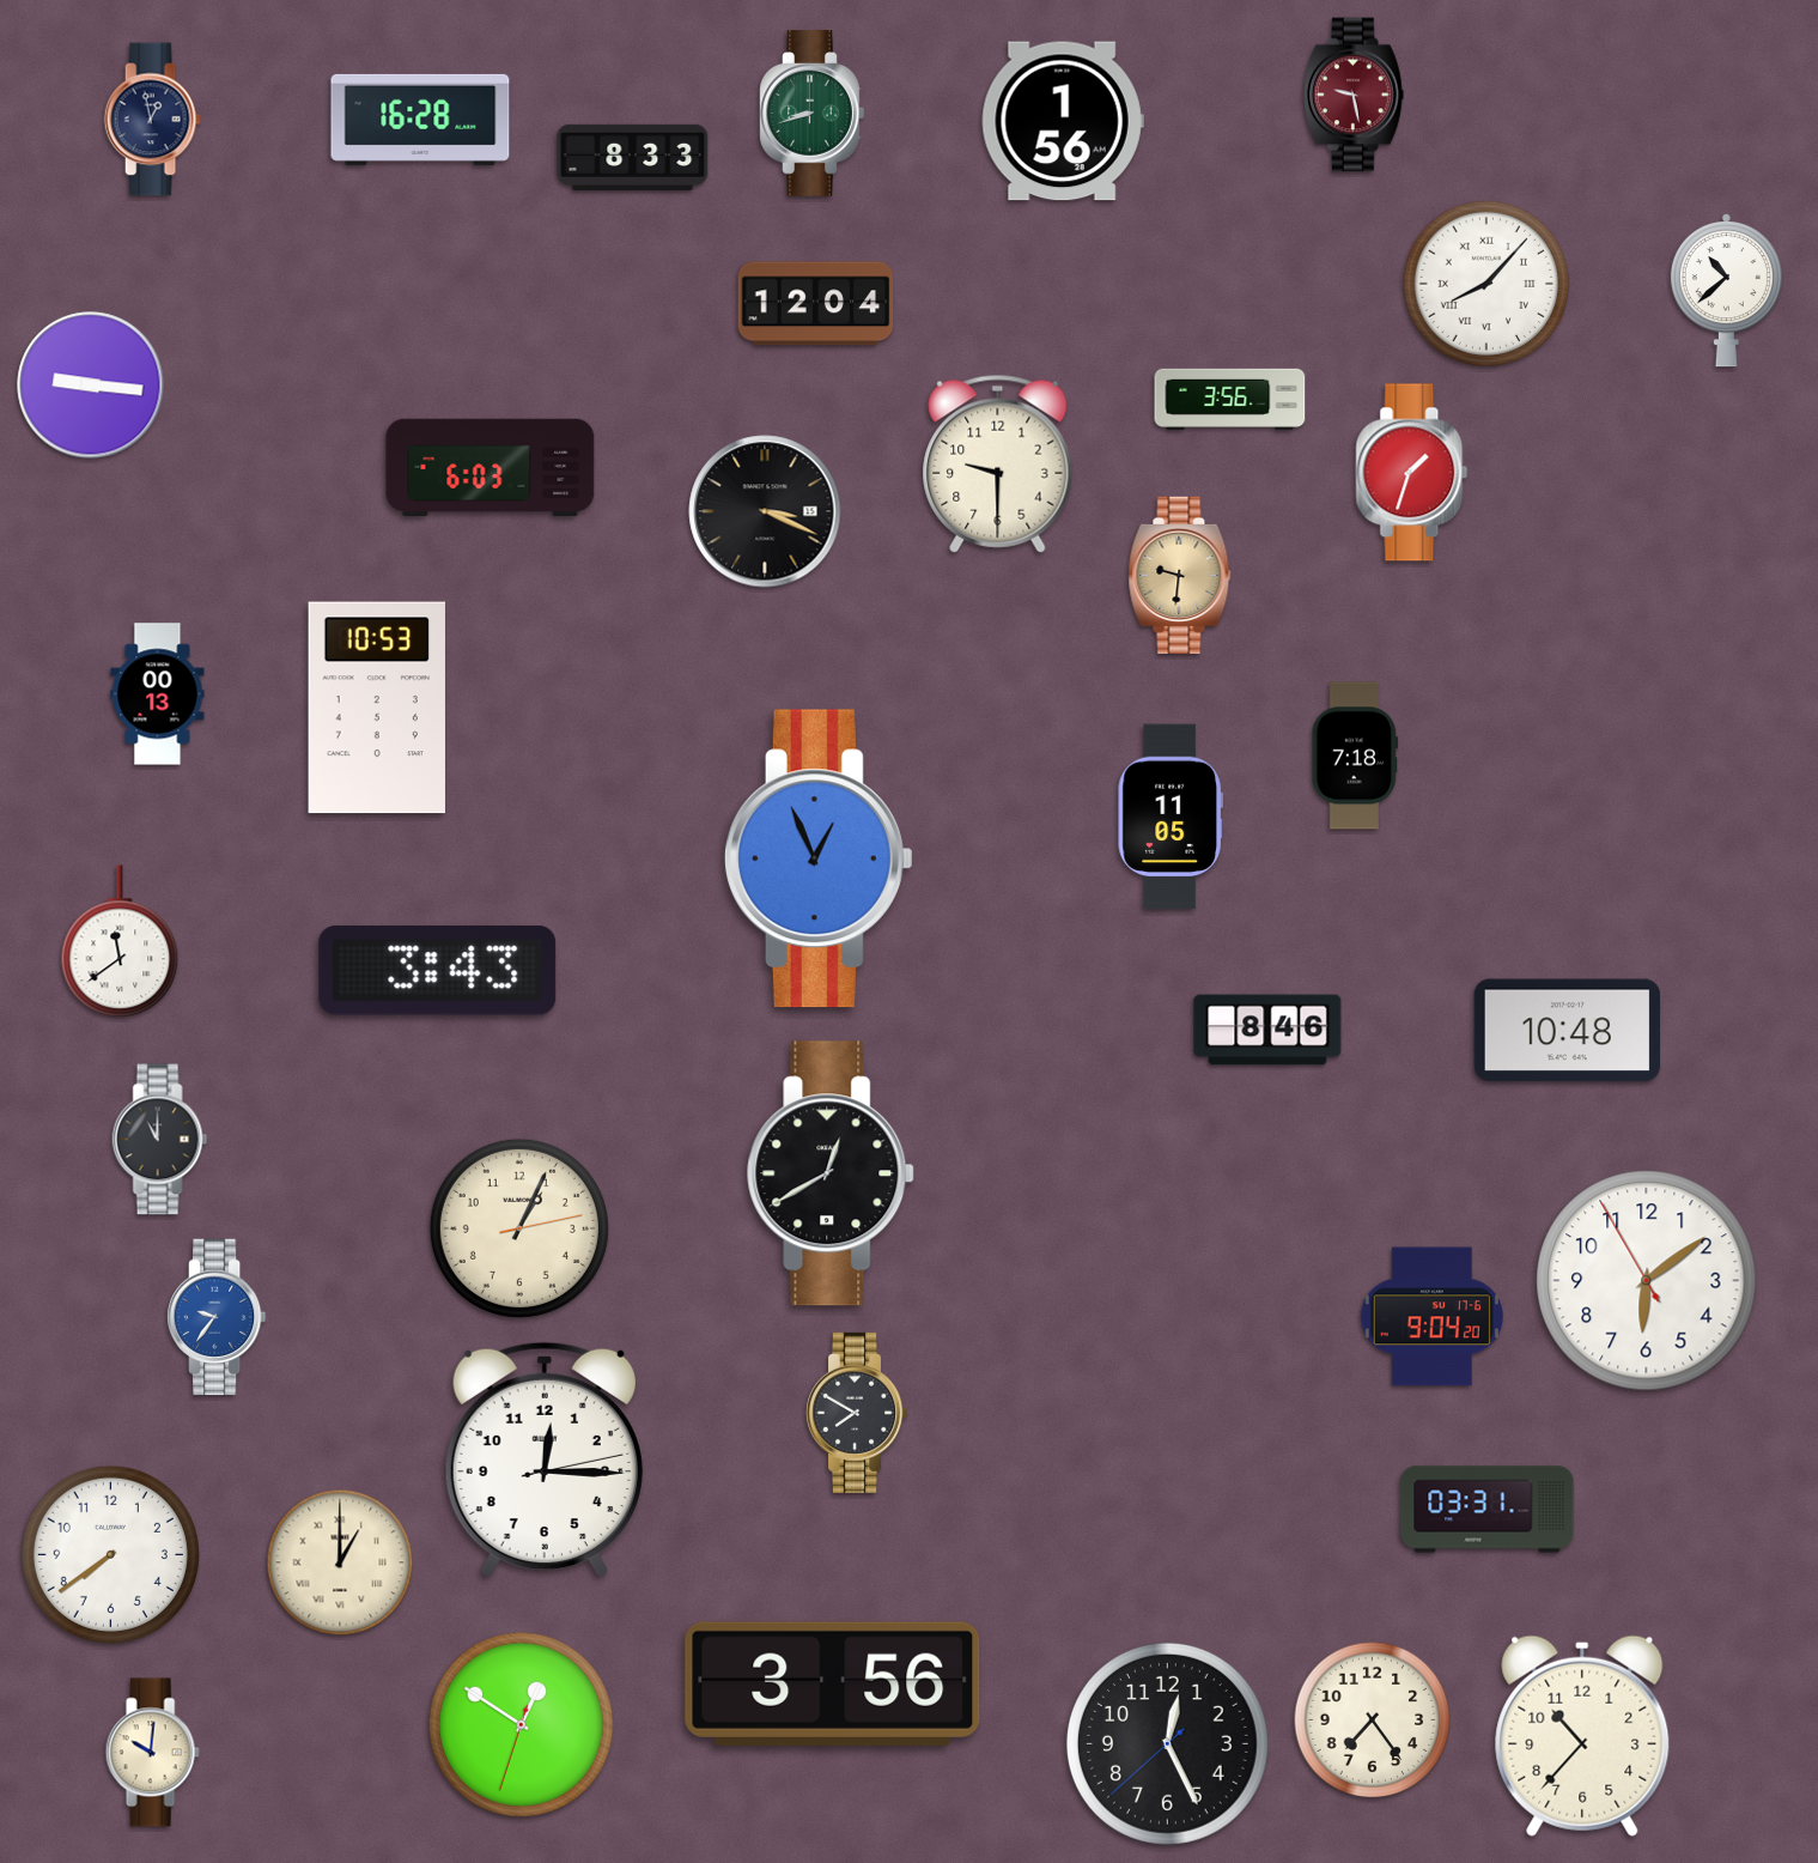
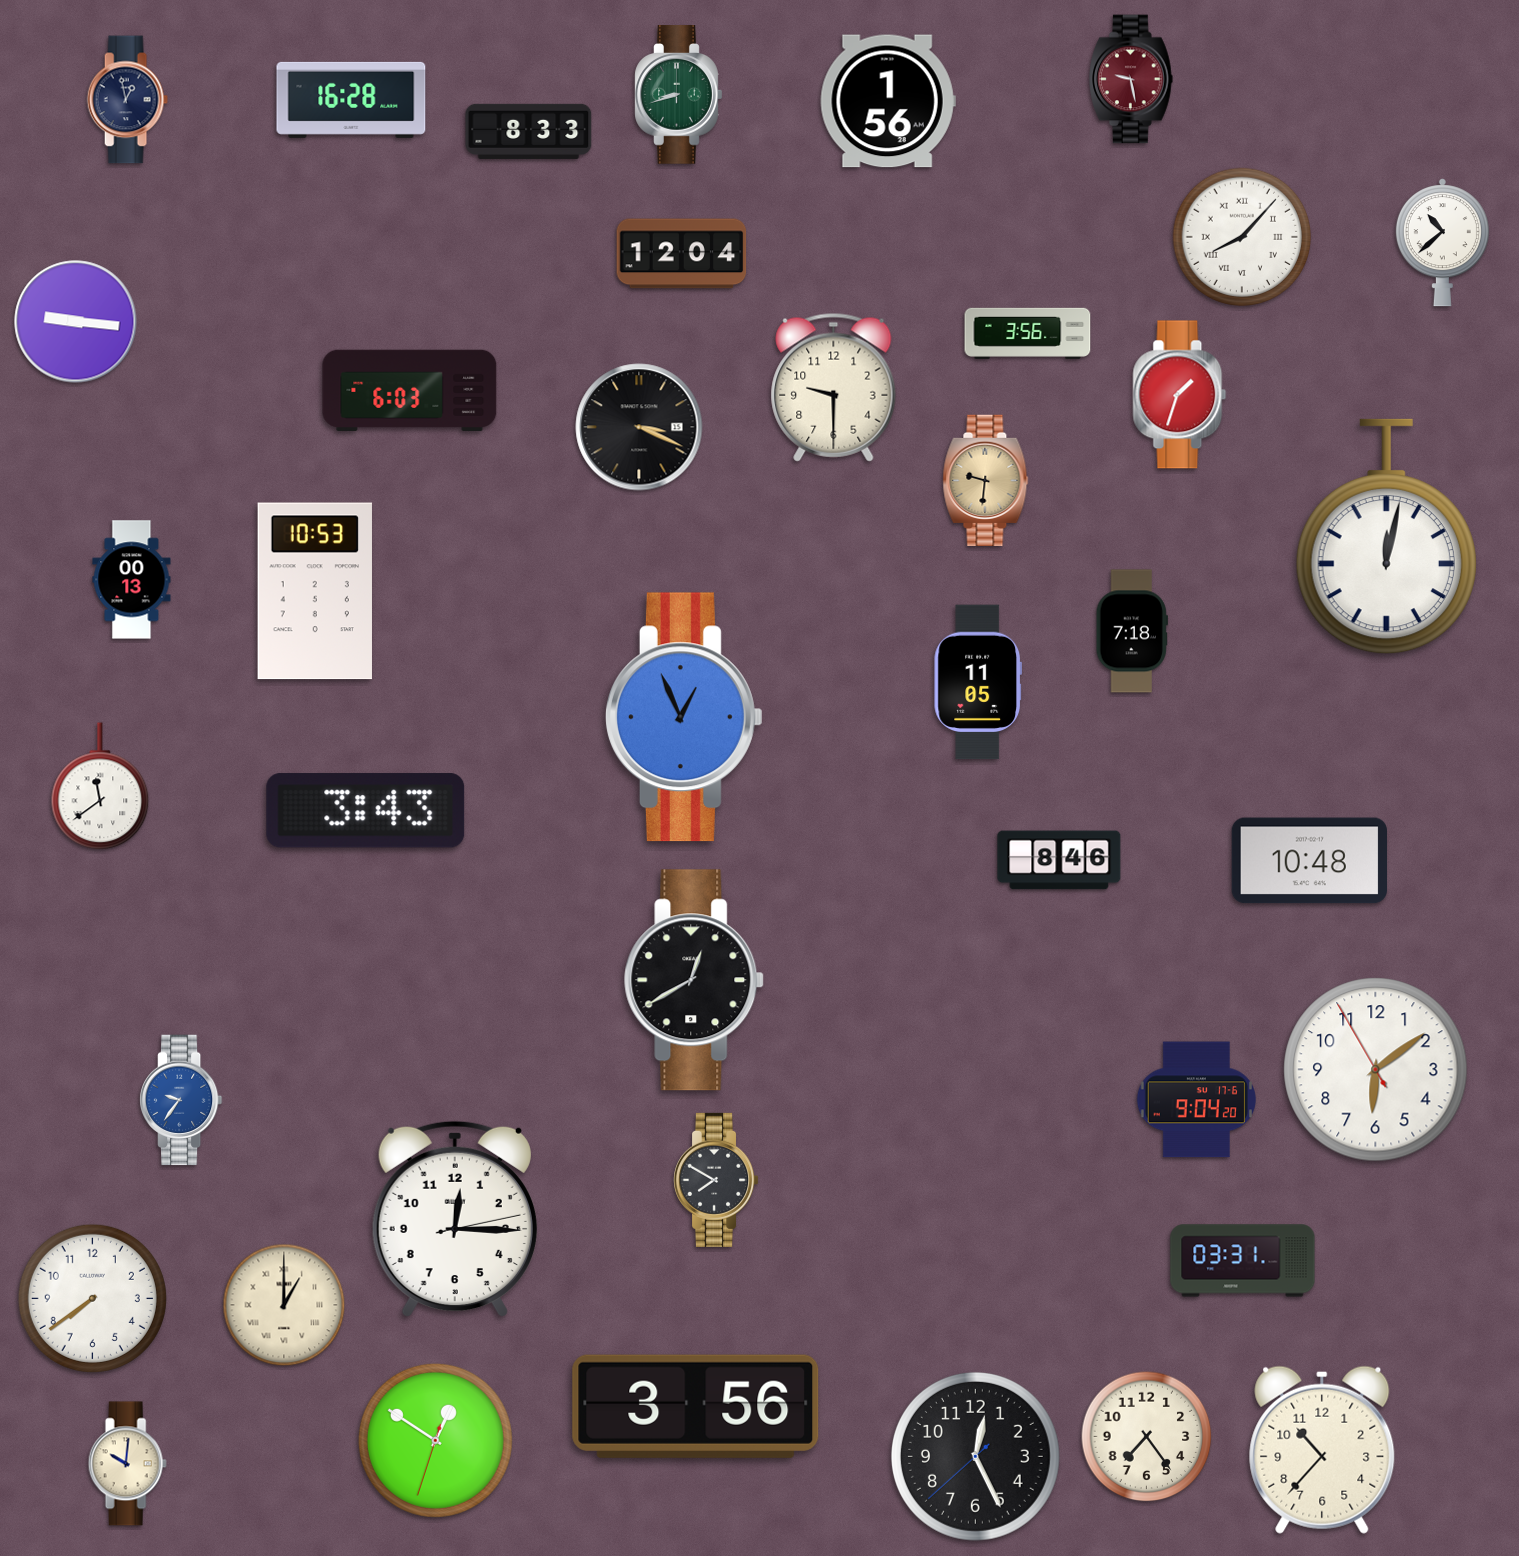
clock at (1386, 537): none -> 12:02
clock at (160, 1140): 11:00 -> none
clock at (519, 1228): 1:04 -> none
